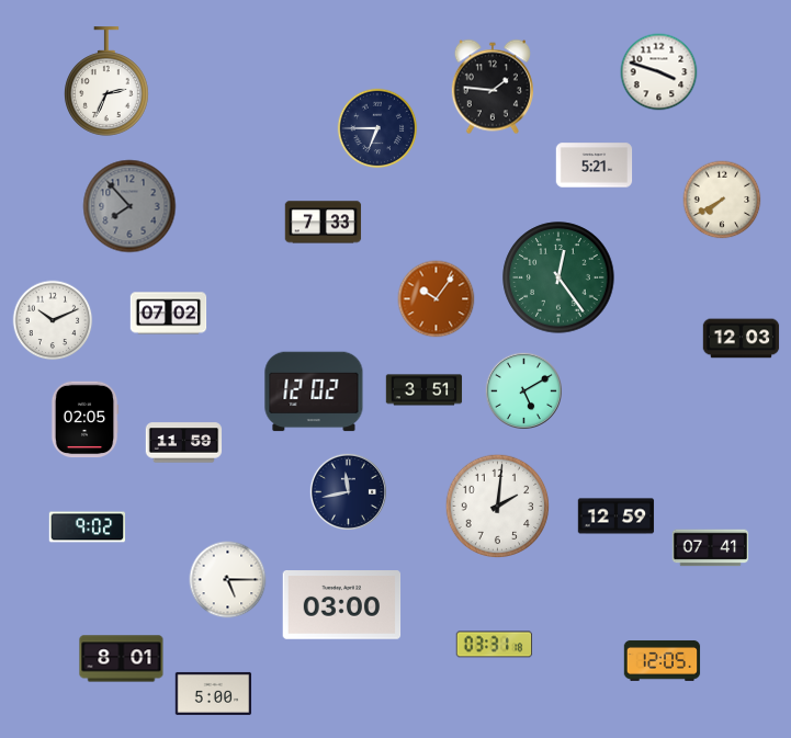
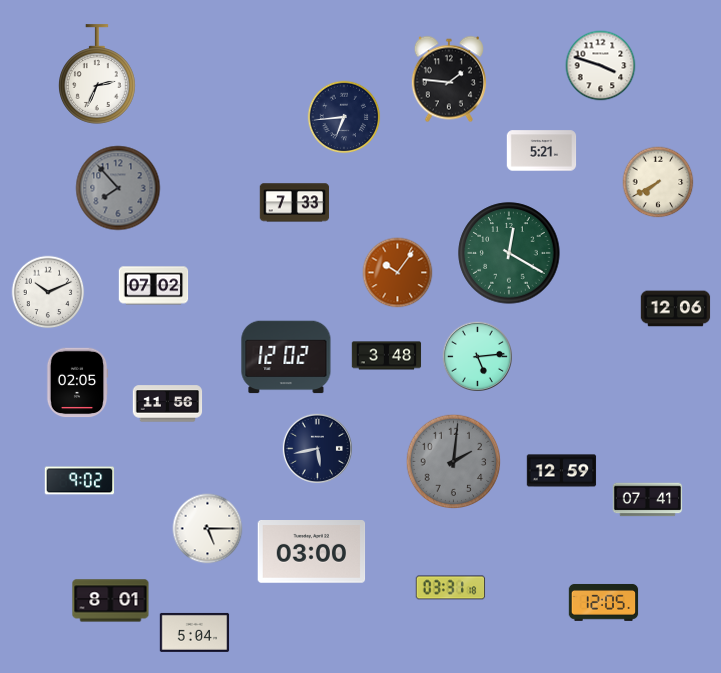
clock at (377, 128): 6:45 -> 6:44
clock at (558, 277): 12:24 -> 12:20
clock at (742, 339): 12:03 -> 12:06
clock at (425, 390): 3:51 -> 3:48
clock at (523, 390): 5:10 -> 5:14
clock at (184, 443): 11:59 -> 11:56
clock at (348, 491): 11:43 -> 5:43
clock at (498, 507) dial: white -> grey
clock at (214, 693): 5:00 -> 5:04
